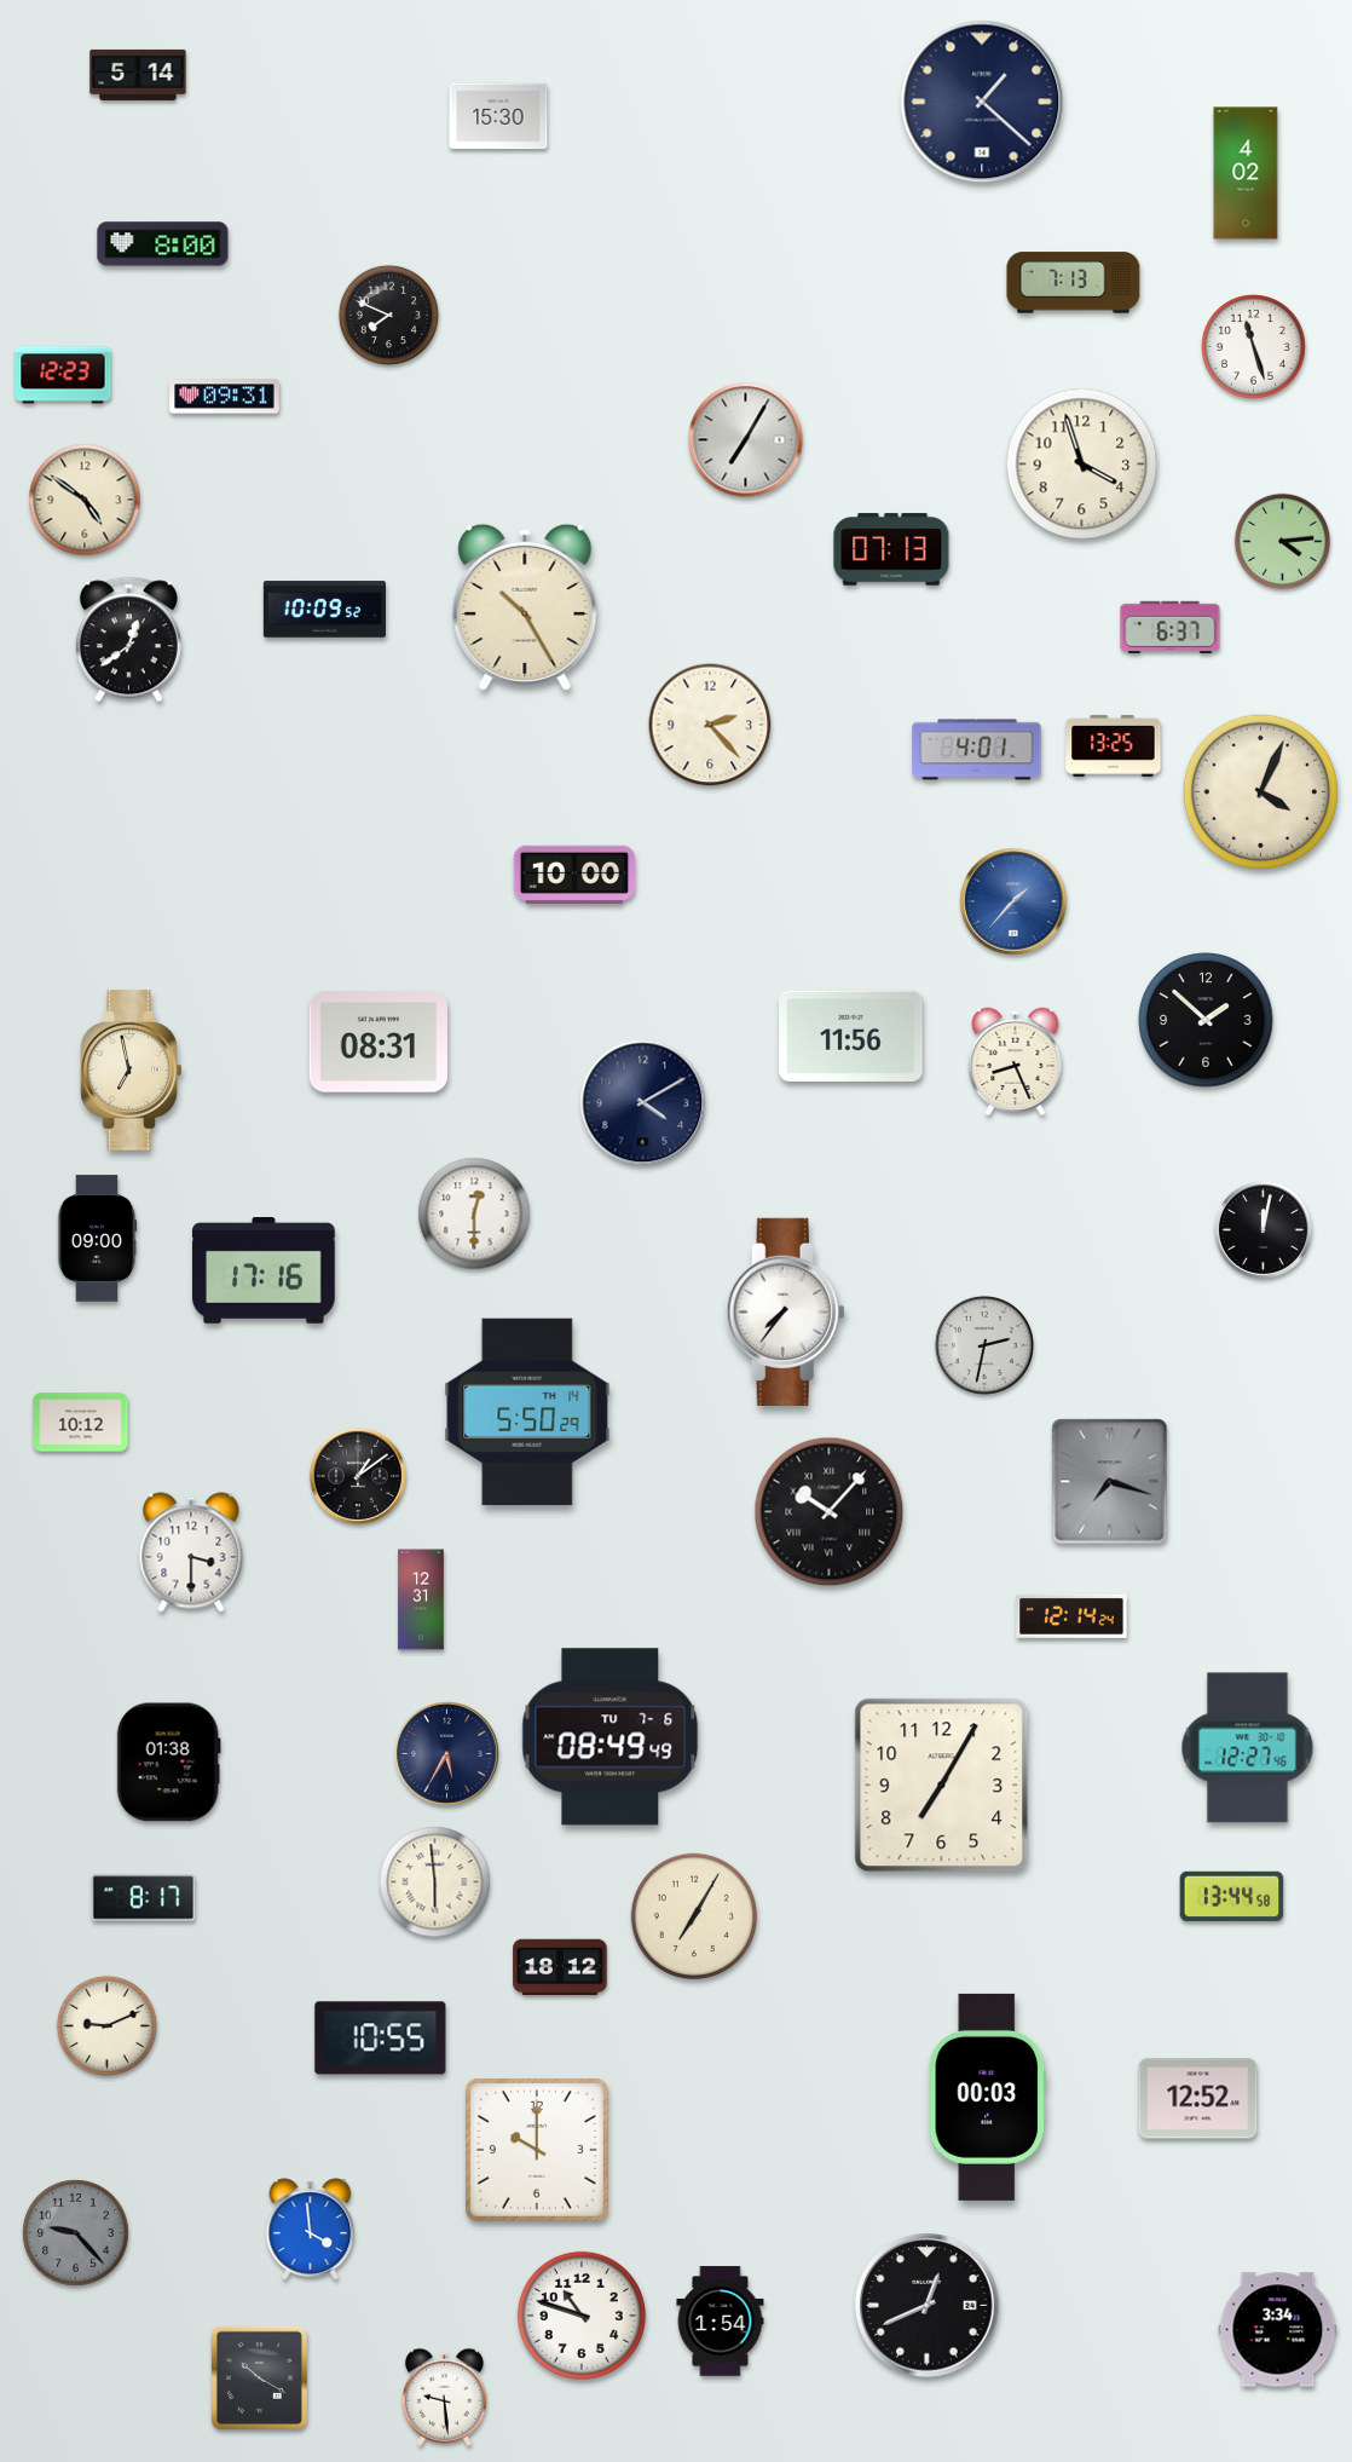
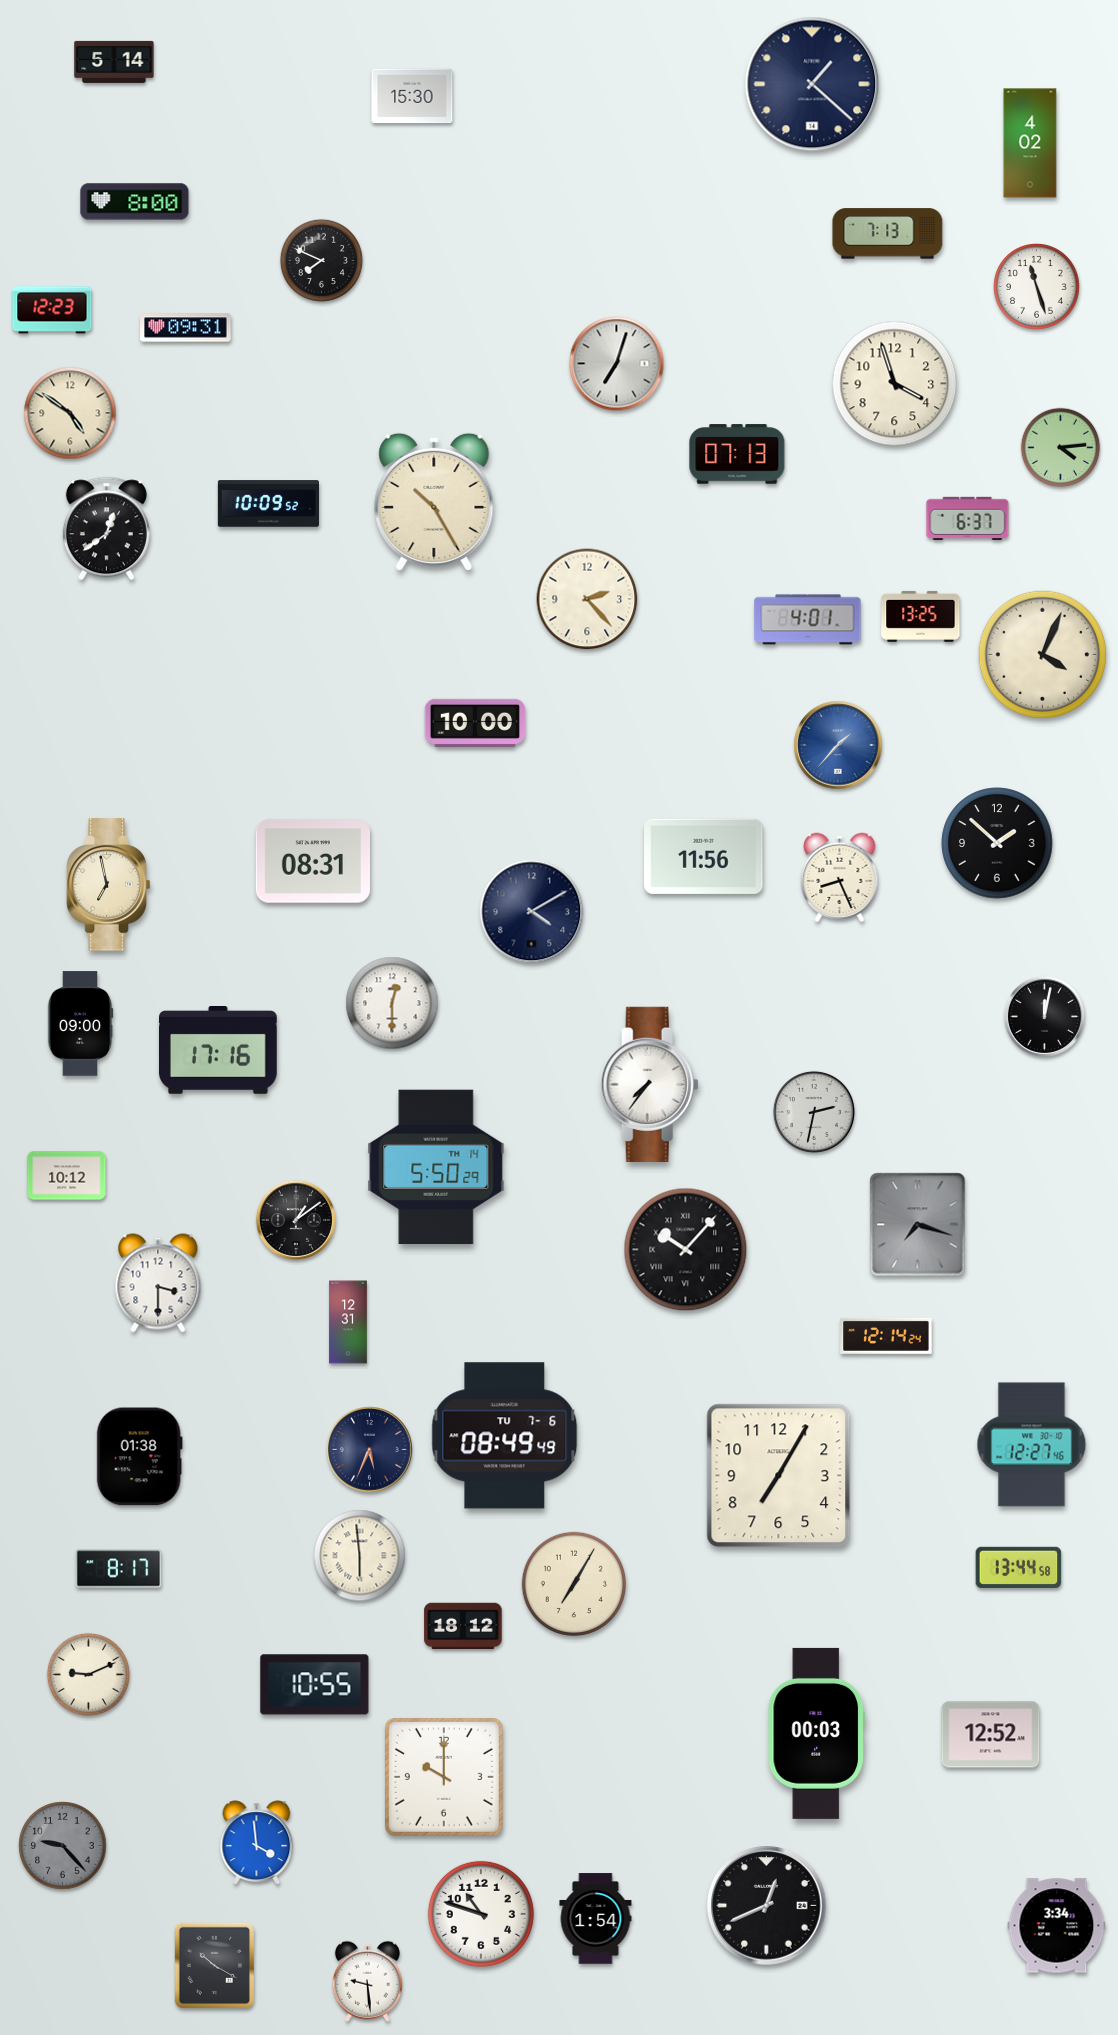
clock at (746, 440): 7:05 -> 7:03
clock at (447, 1754): 5:35 -> 5:34
